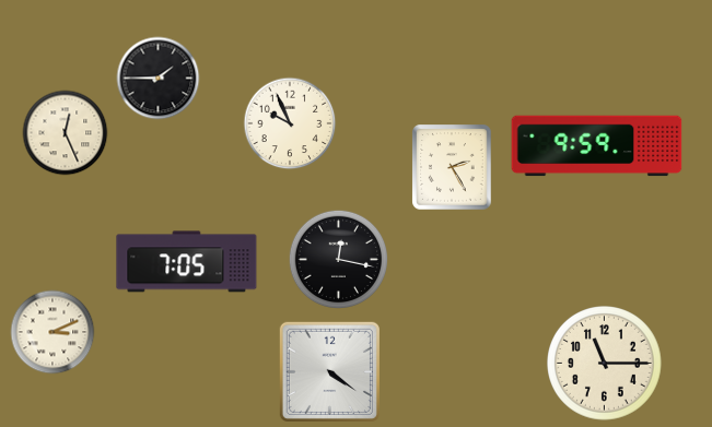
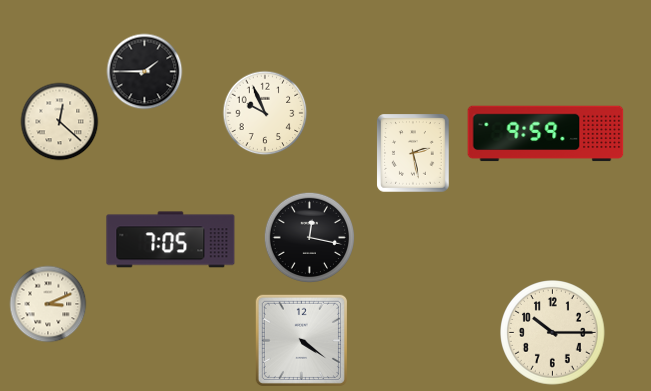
clock at (66, 133): 12:26 -> 12:22
clock at (452, 167): 2:25 -> 2:28
clock at (605, 364): 11:15 -> 10:15
